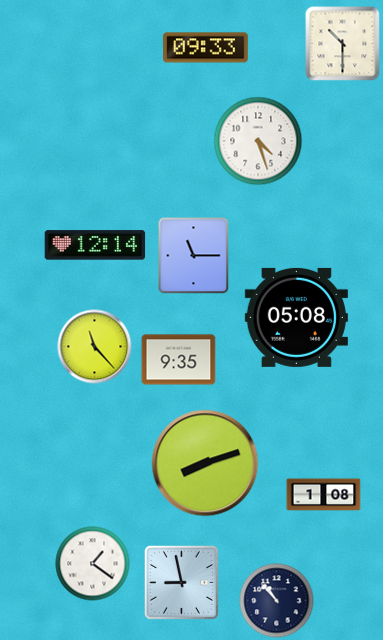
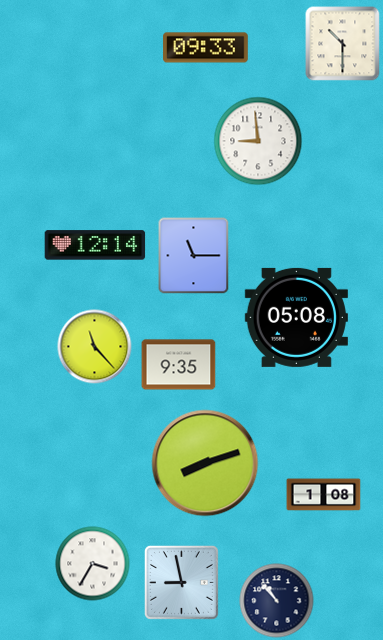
clock at (258, 141): 4:27 -> 8:59
clock at (179, 360) position: (179, 360) -> (179, 365)
clock at (93, 564): 1:21 -> 3:35
